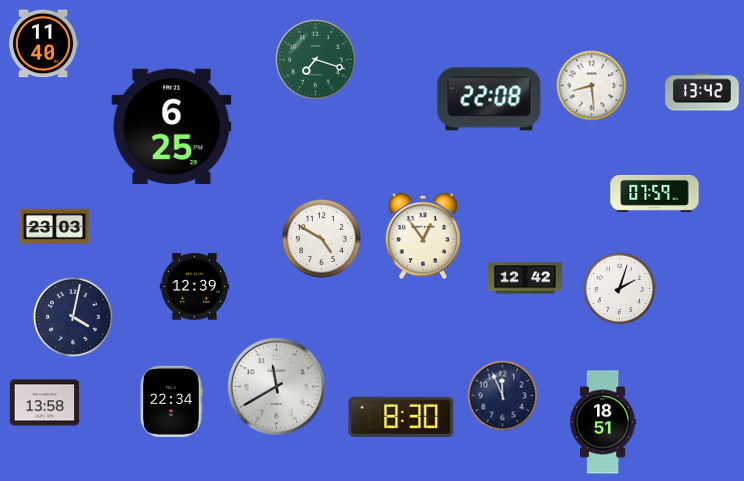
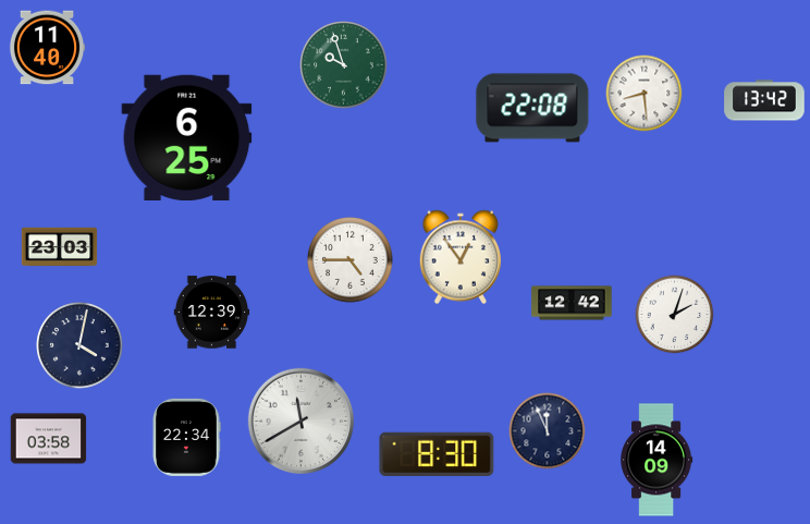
clock at (316, 60): 7:18 -> 9:57
clock at (655, 193): 07:59 -> none
clock at (322, 239): 4:50 -> 4:45
clock at (45, 403): 13:58 -> 03:58
clock at (603, 422): 18:51 -> 14:09
